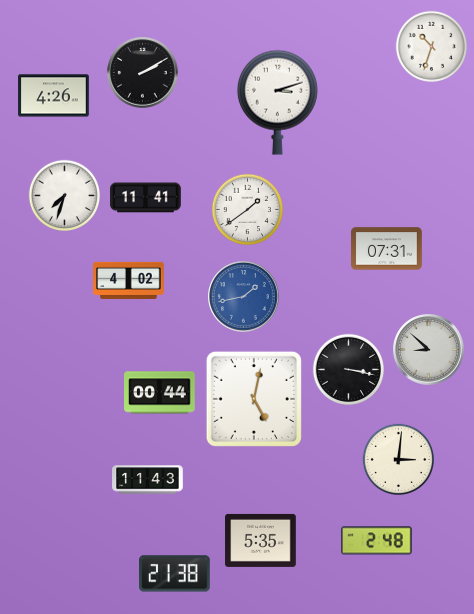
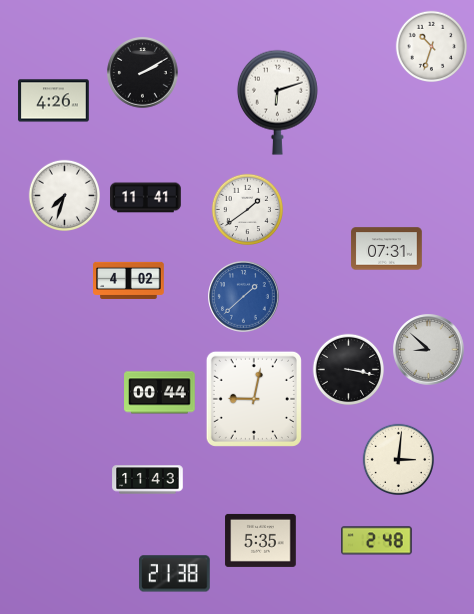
clock at (54, 96) position: (54, 96) -> (54, 101)
clock at (277, 102): 3:12 -> 6:12
clock at (244, 297): 1:43 -> 1:38
clock at (254, 399): 5:02 -> 9:02
